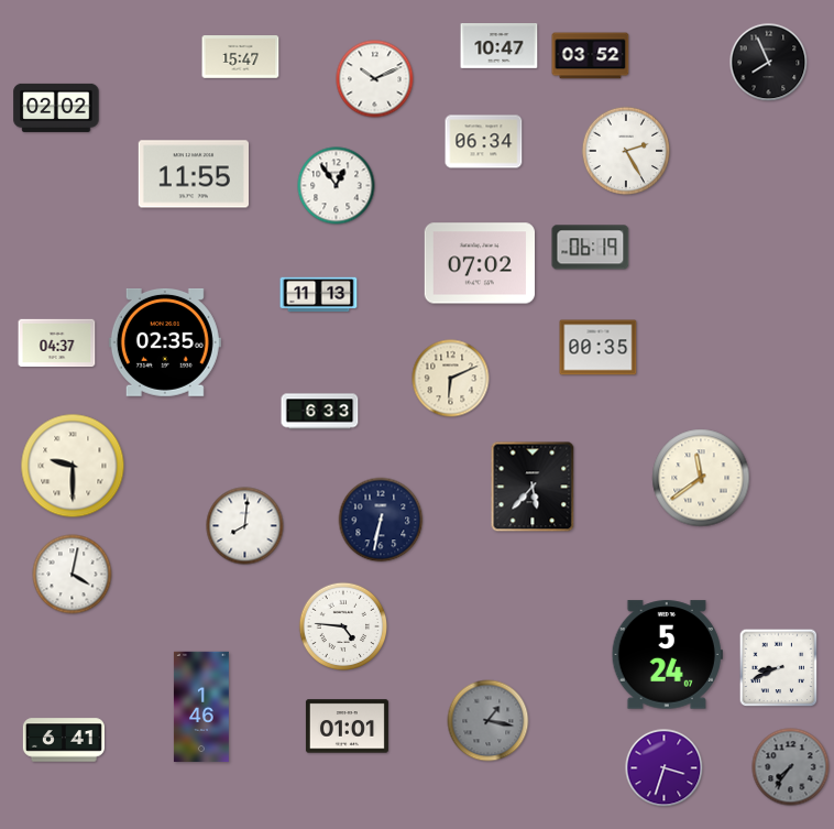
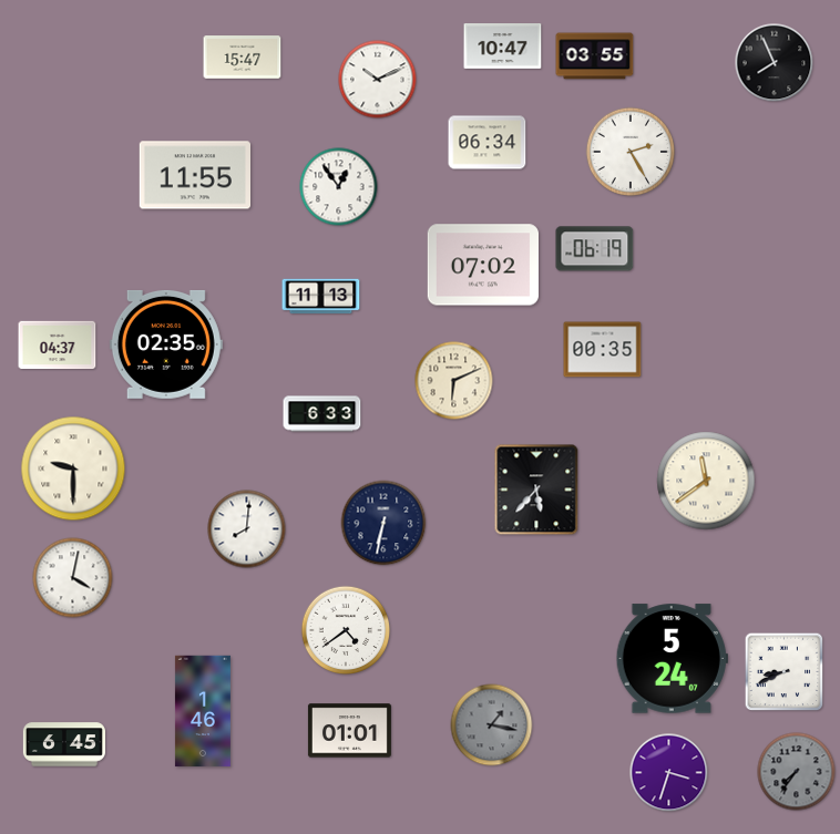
clock at (591, 56): 03:52 -> 03:55
clock at (56, 108): 02:02 -> none
clock at (343, 626): 4:46 -> 4:39
clock at (64, 740): 6:41 -> 6:45
